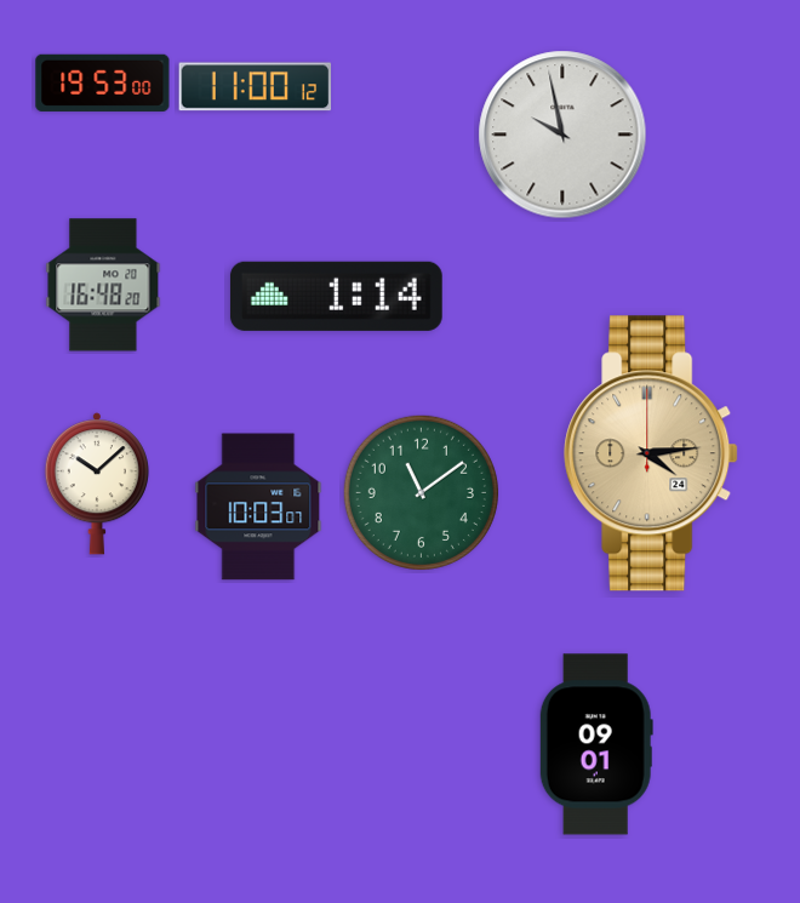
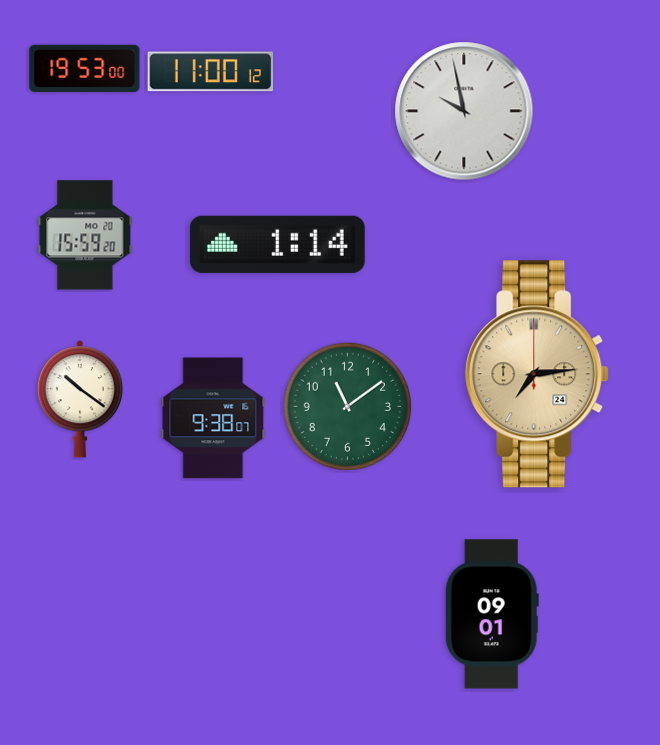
clock at (103, 285): 16:48 -> 15:59
clock at (651, 453): 4:14 -> 7:14
clock at (97, 484): 10:08 -> 10:21
clock at (258, 507): 10:03 -> 9:38
